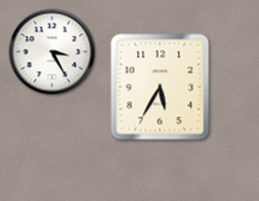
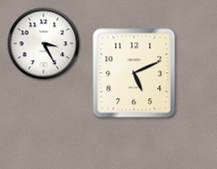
clock at (160, 87): 5:35 -> 5:11
